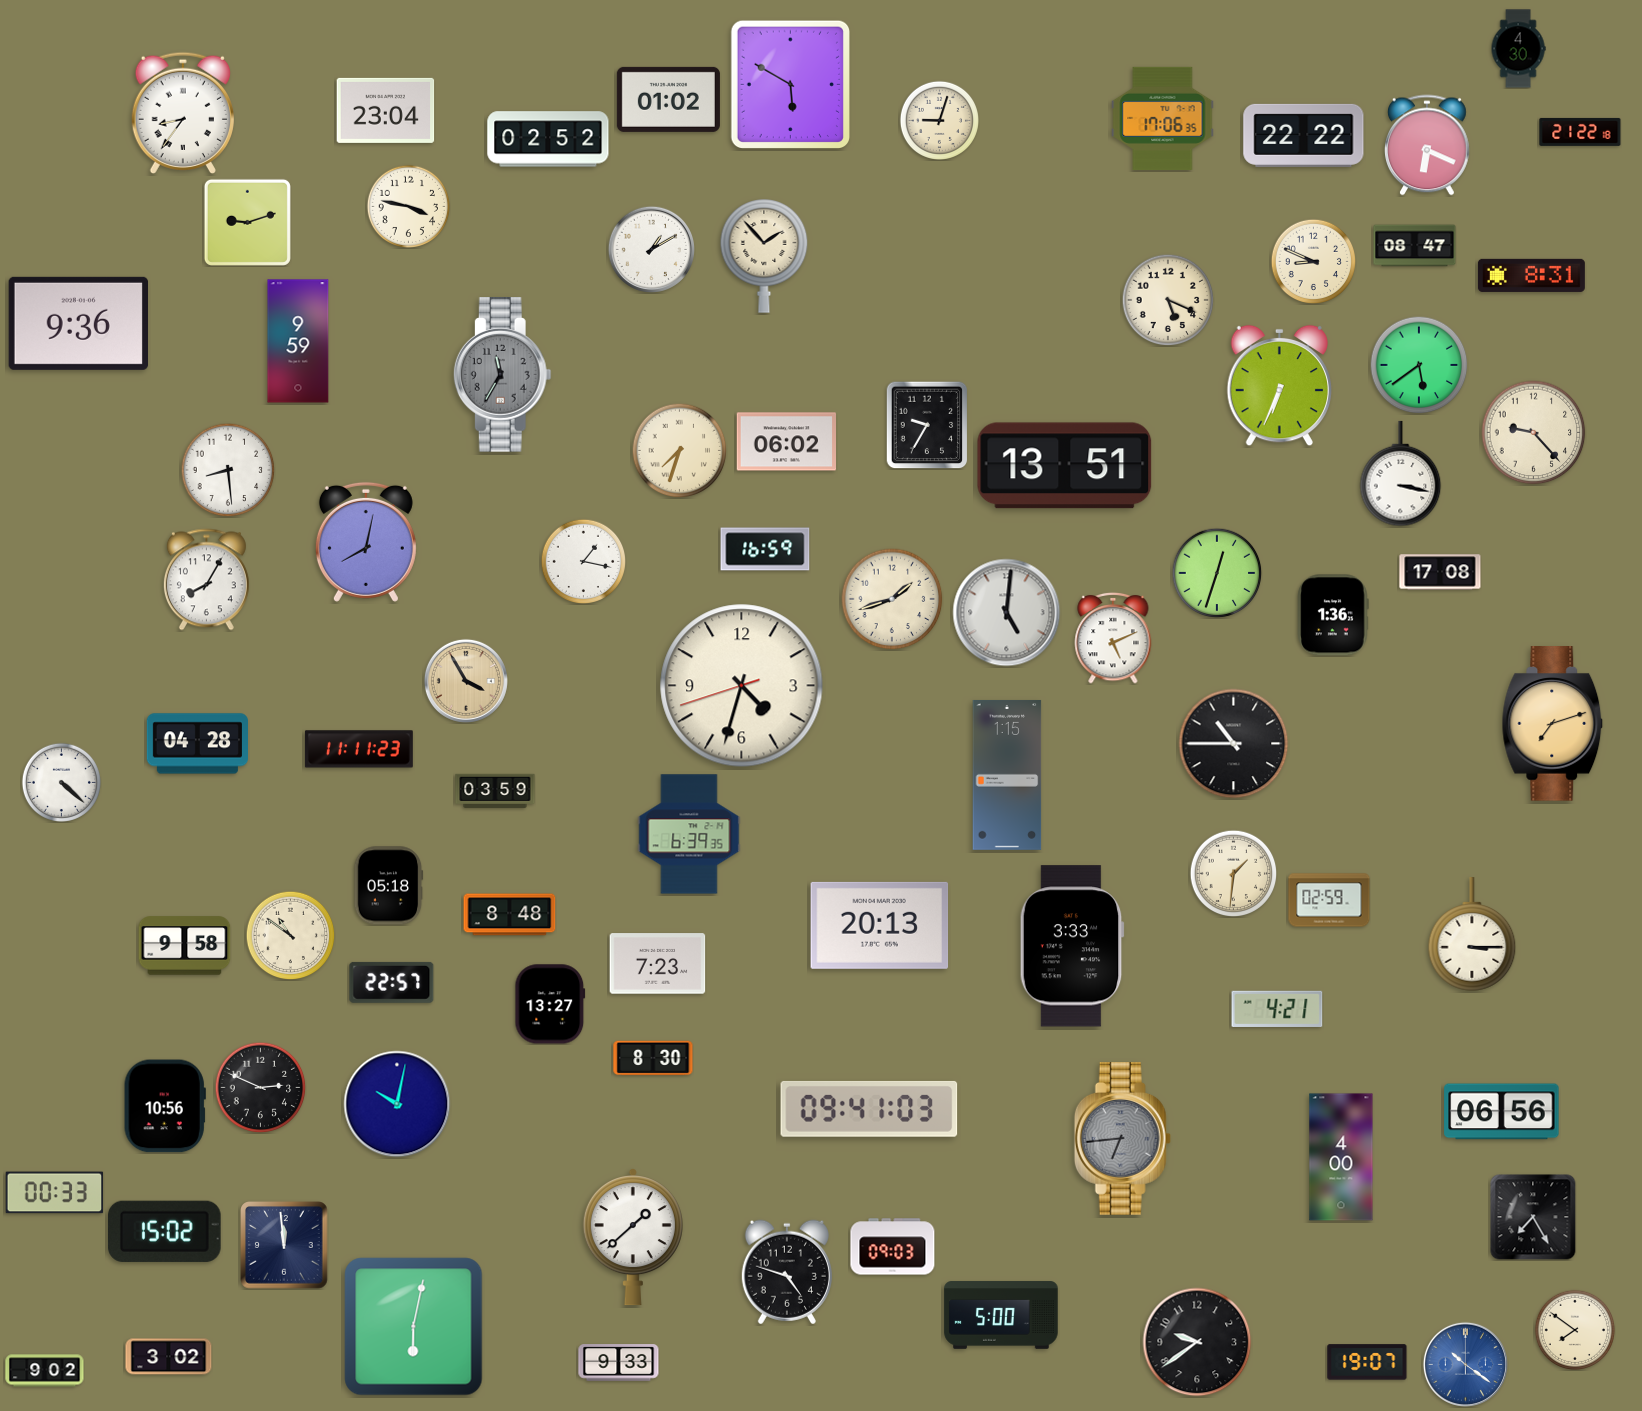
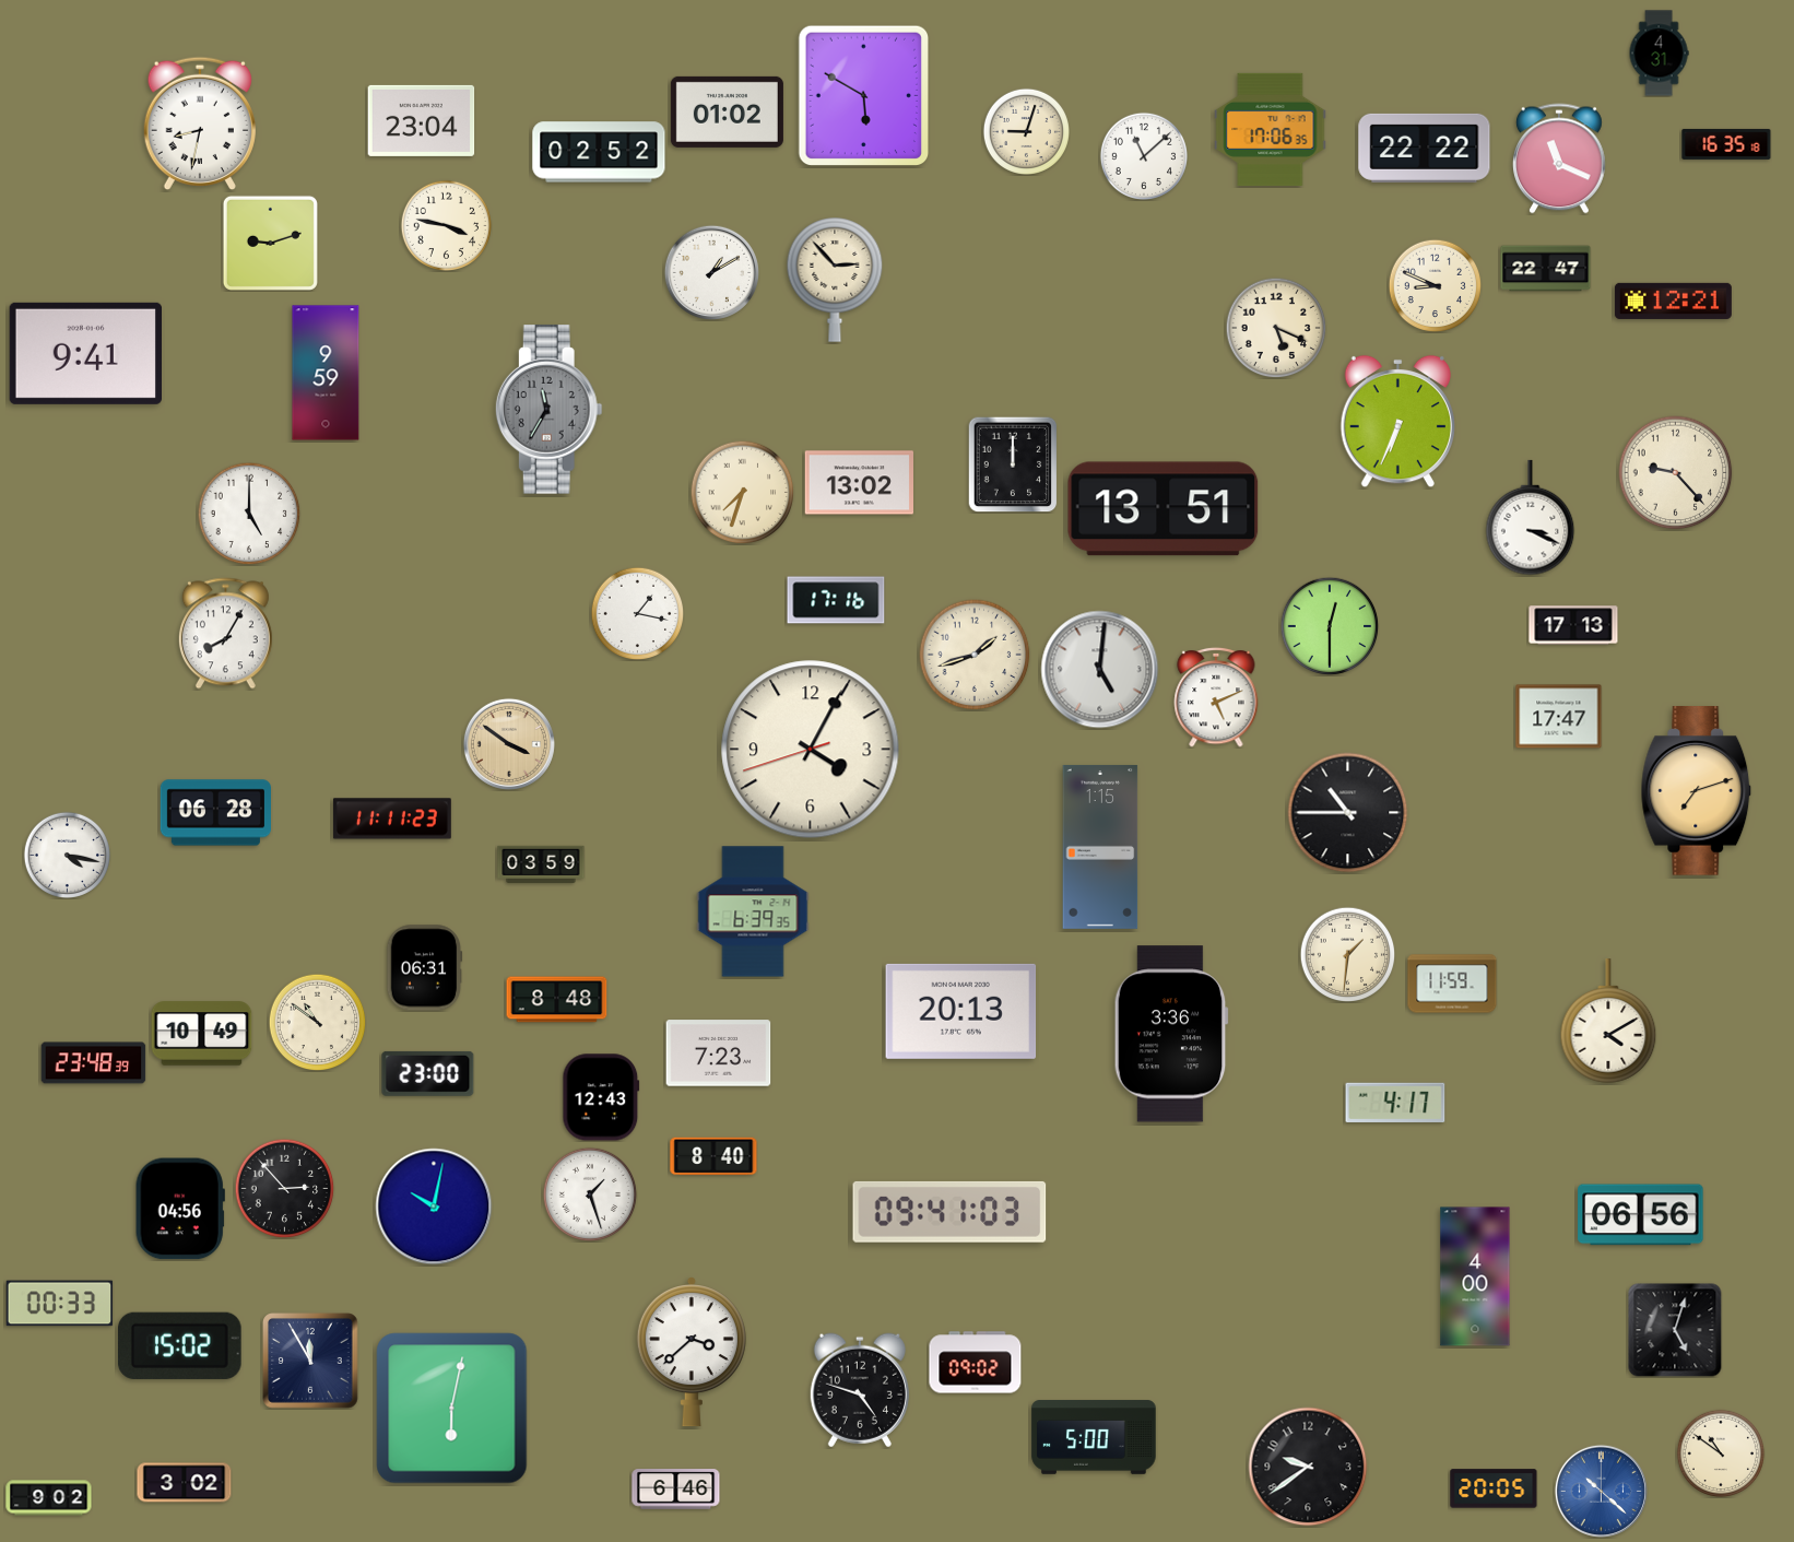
clock at (1518, 49): 4:30 -> 4:31
clock at (790, 85) position: (790, 85) -> (863, 96)
clock at (668, 99) position: (668, 99) -> (727, 111)
clock at (183, 112): 8:36 -> 8:32
clock at (1580, 132): 21:22 -> 16:35
clock at (1143, 155): none -> 11:08
clock at (1428, 145): 6:19 -> 11:19
clock at (1415, 246): 08:47 -> 22:47
clock at (764, 257): 1:53 -> 2:53
clock at (1531, 275): 8:31 -> 12:21
clock at (78, 323): 9:36 -> 9:41
clock at (1419, 365): 5:39 -> none
clock at (927, 425): 9:35 -> 12:00
clock at (786, 442): 06:02 -> 13:02
clock at (228, 470): 8:29 -> 5:00
clock at (1401, 474): 3:17 -> 3:19
clock at (366, 542): 8:02 -> none
clock at (765, 549): 16:59 -> 17:16
clock at (1440, 572): 17:08 -> 17:13
clock at (1217, 573): 12:33 -> 12:30
clock at (1333, 615): 1:36 -> none
clock at (1559, 717): none -> 17:47
clock at (466, 681): 3:55 -> 3:51
clock at (742, 686): 4:32 -> 4:04
clock at (197, 744): 04:28 -> 06:28
clock at (61, 782): 4:22 -> 4:17
clock at (389, 886): 05:18 -> 06:31
clock at (1329, 900): 02:59 -> 11:59
clock at (1472, 934): 3:15 -> 4:10
clock at (185, 946): 9:58 -> 10:49
clock at (1072, 946): 3:33 -> 3:36
clock at (94, 1063): none -> 23:48
clock at (392, 982): 22:57 -> 23:00
clock at (550, 1004): 13:27 -> 12:43
clock at (1277, 1009): 4:21 -> 4:17
clock at (653, 1058): 8:30 -> 8:40
clock at (260, 1087): 2:49 -> 2:53
clock at (590, 1194): none -> 1:27
clock at (165, 1106): 10:56 -> 04:56
clock at (1122, 1139): 6:44 -> none
clock at (1341, 1157) position: (1341, 1157) -> (1475, 1276)
clock at (1533, 1217): 7:25 -> 5:03
clock at (633, 1238): 1:38 -> 3:38
clock at (284, 1245): 11:59 -> 11:55
clock at (893, 1247): 09:03 -> 09:02
clock at (414, 1327) position: (414, 1327) -> (452, 1409)
clock at (1574, 1329): 7:51 -> 10:51
clock at (1367, 1362): 19:07 -> 20:05
clock at (619, 1363): 9:33 -> 6:46
clock at (1465, 1364): 10:21 -> 10:22
